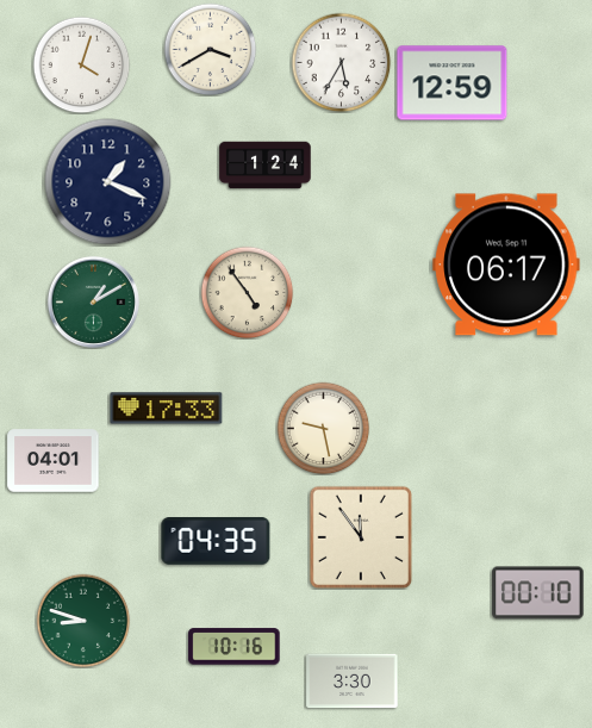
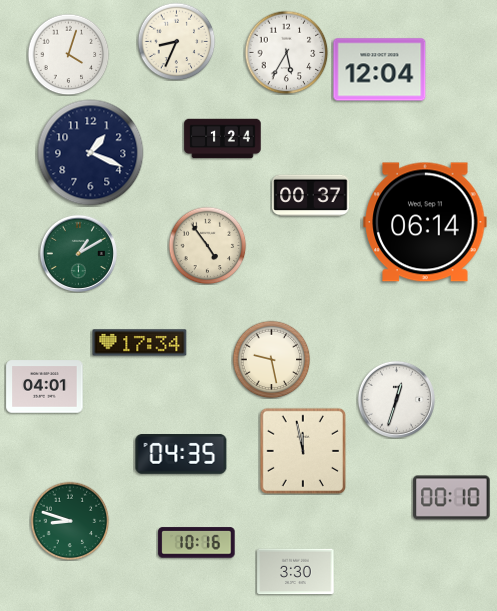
clock at (210, 49): 3:40 -> 8:34
clock at (453, 83): 12:59 -> 12:04
clock at (311, 196): none -> 00:37
clock at (506, 265): 06:17 -> 06:14
clock at (167, 409): 17:33 -> 17:34
clock at (396, 399): none -> 12:33
clock at (361, 537): 11:54 -> 11:58
